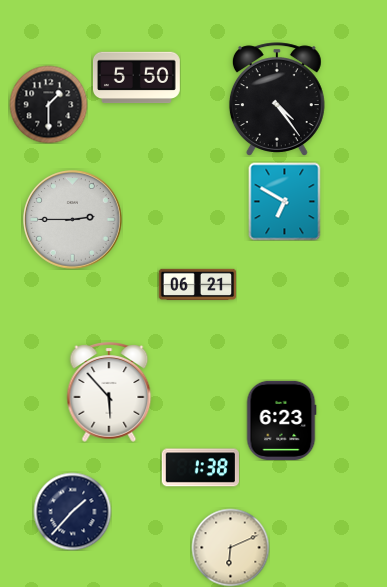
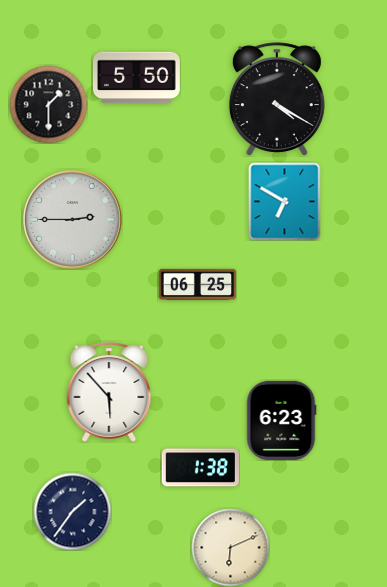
clock at (277, 99): 4:24 -> 4:20
clock at (197, 285): 06:21 -> 06:25
clock at (72, 511): 1:37 -> 1:36
